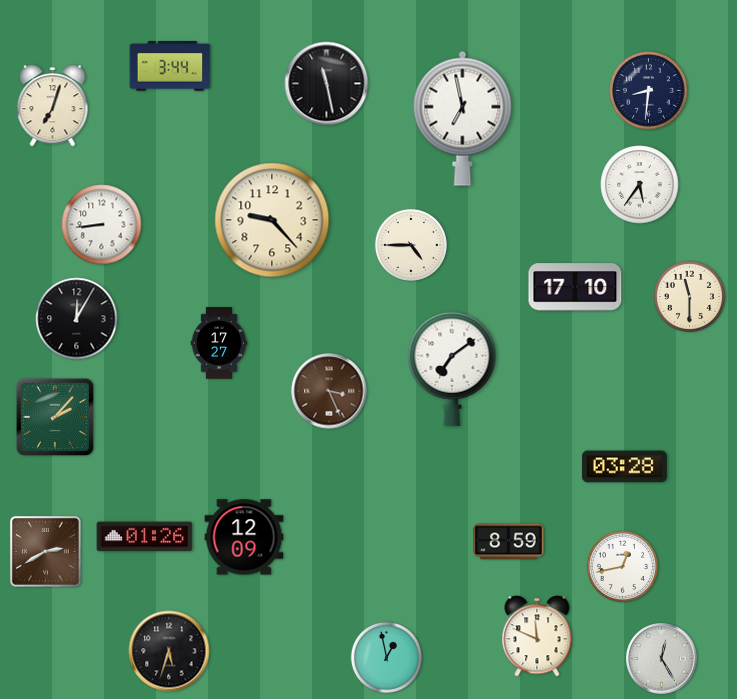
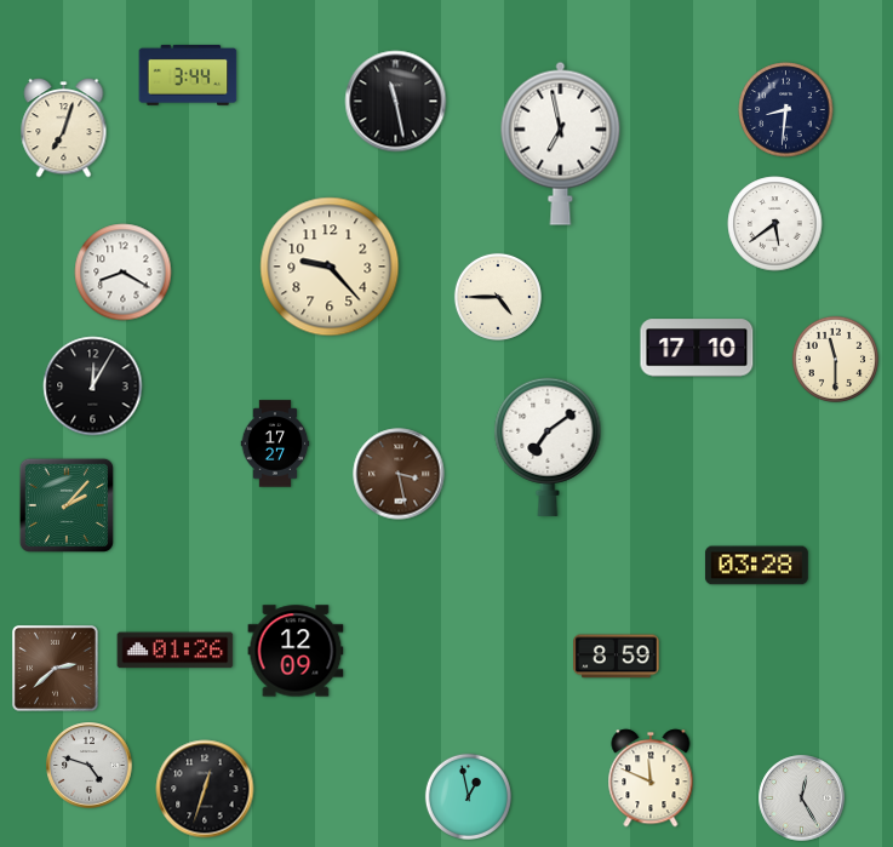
clock at (170, 66) position: (170, 66) -> (188, 75)
clock at (640, 185): 5:36 -> 5:39
clock at (102, 225): 8:44 -> 8:20
clock at (219, 343) position: (219, 343) -> (275, 443)
clock at (329, 391): 3:26 -> 3:28
clock at (45, 551): 2:40 -> 2:38
clock at (622, 566): 12:43 -> none
clock at (90, 766): none -> 4:48
clock at (537, 636) position: (537, 636) -> (651, 778)
clock at (169, 651): 5:33 -> 12:33
